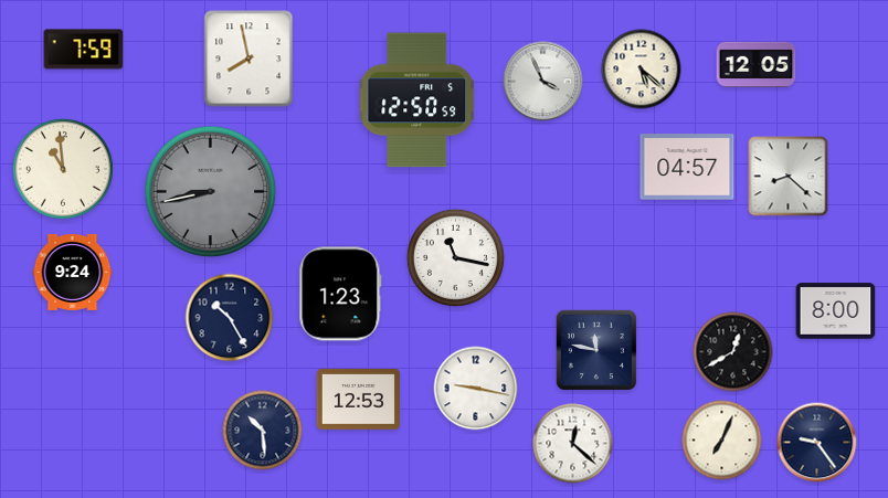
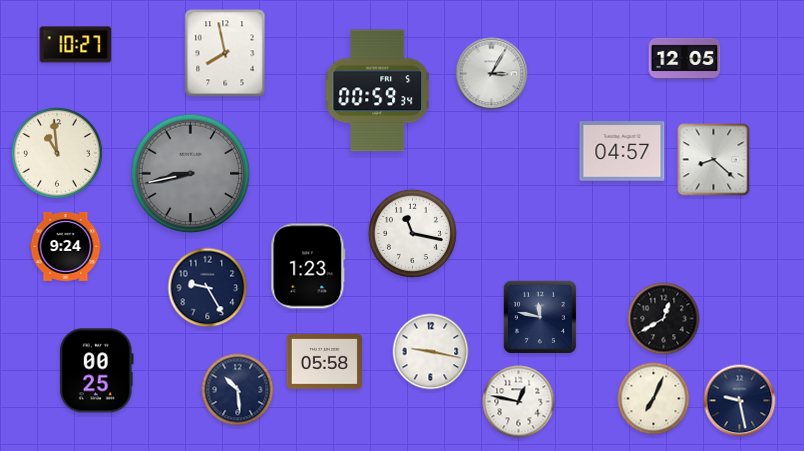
clock at (84, 50): 7:59 -> 10:27
clock at (642, 70): 5:22 -> none
clock at (543, 82): 3:56 -> 3:05
clock at (416, 100): 12:50 -> 00:59
clock at (836, 311): 8:00 -> none
clock at (230, 318): 10:25 -> 9:25
clock at (358, 399): 12:53 -> 05:58
clock at (96, 371): none -> 00:25
clock at (817, 443): 9:24 -> 9:28
clock at (573, 444): 12:22 -> 12:47
